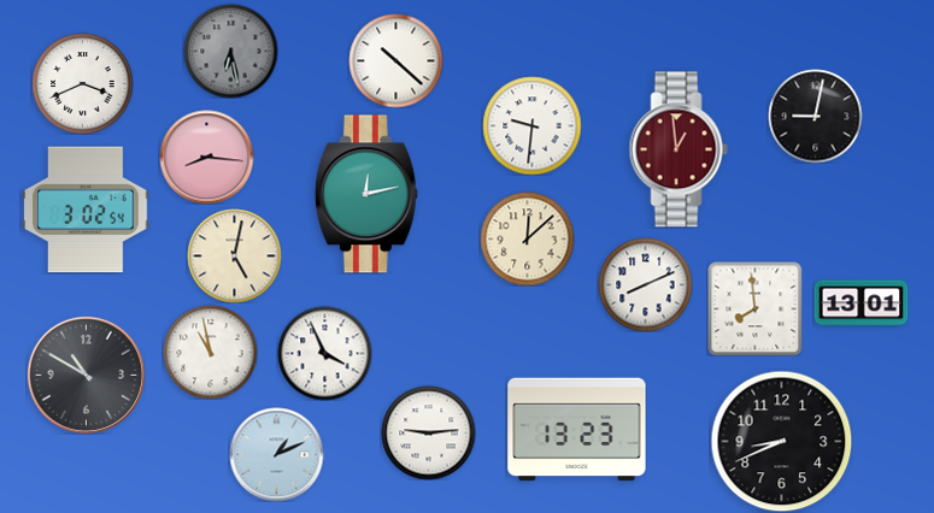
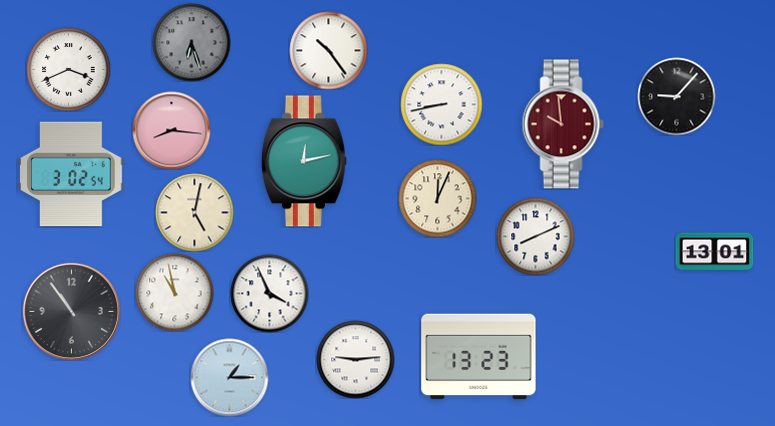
clock at (230, 51): 6:28 -> 6:27
clock at (395, 60): 10:22 -> 10:24
clock at (815, 116): 9:02 -> 9:07
clock at (531, 125): 9:31 -> 8:43
clock at (679, 149): 12:59 -> 9:59
clock at (527, 238): 12:08 -> 12:04
clock at (754, 308): 7:59 -> none
clock at (86, 375): 10:50 -> 10:54
clock at (781, 441): 8:41 -> none
clock at (276, 454): 1:11 -> 1:15
